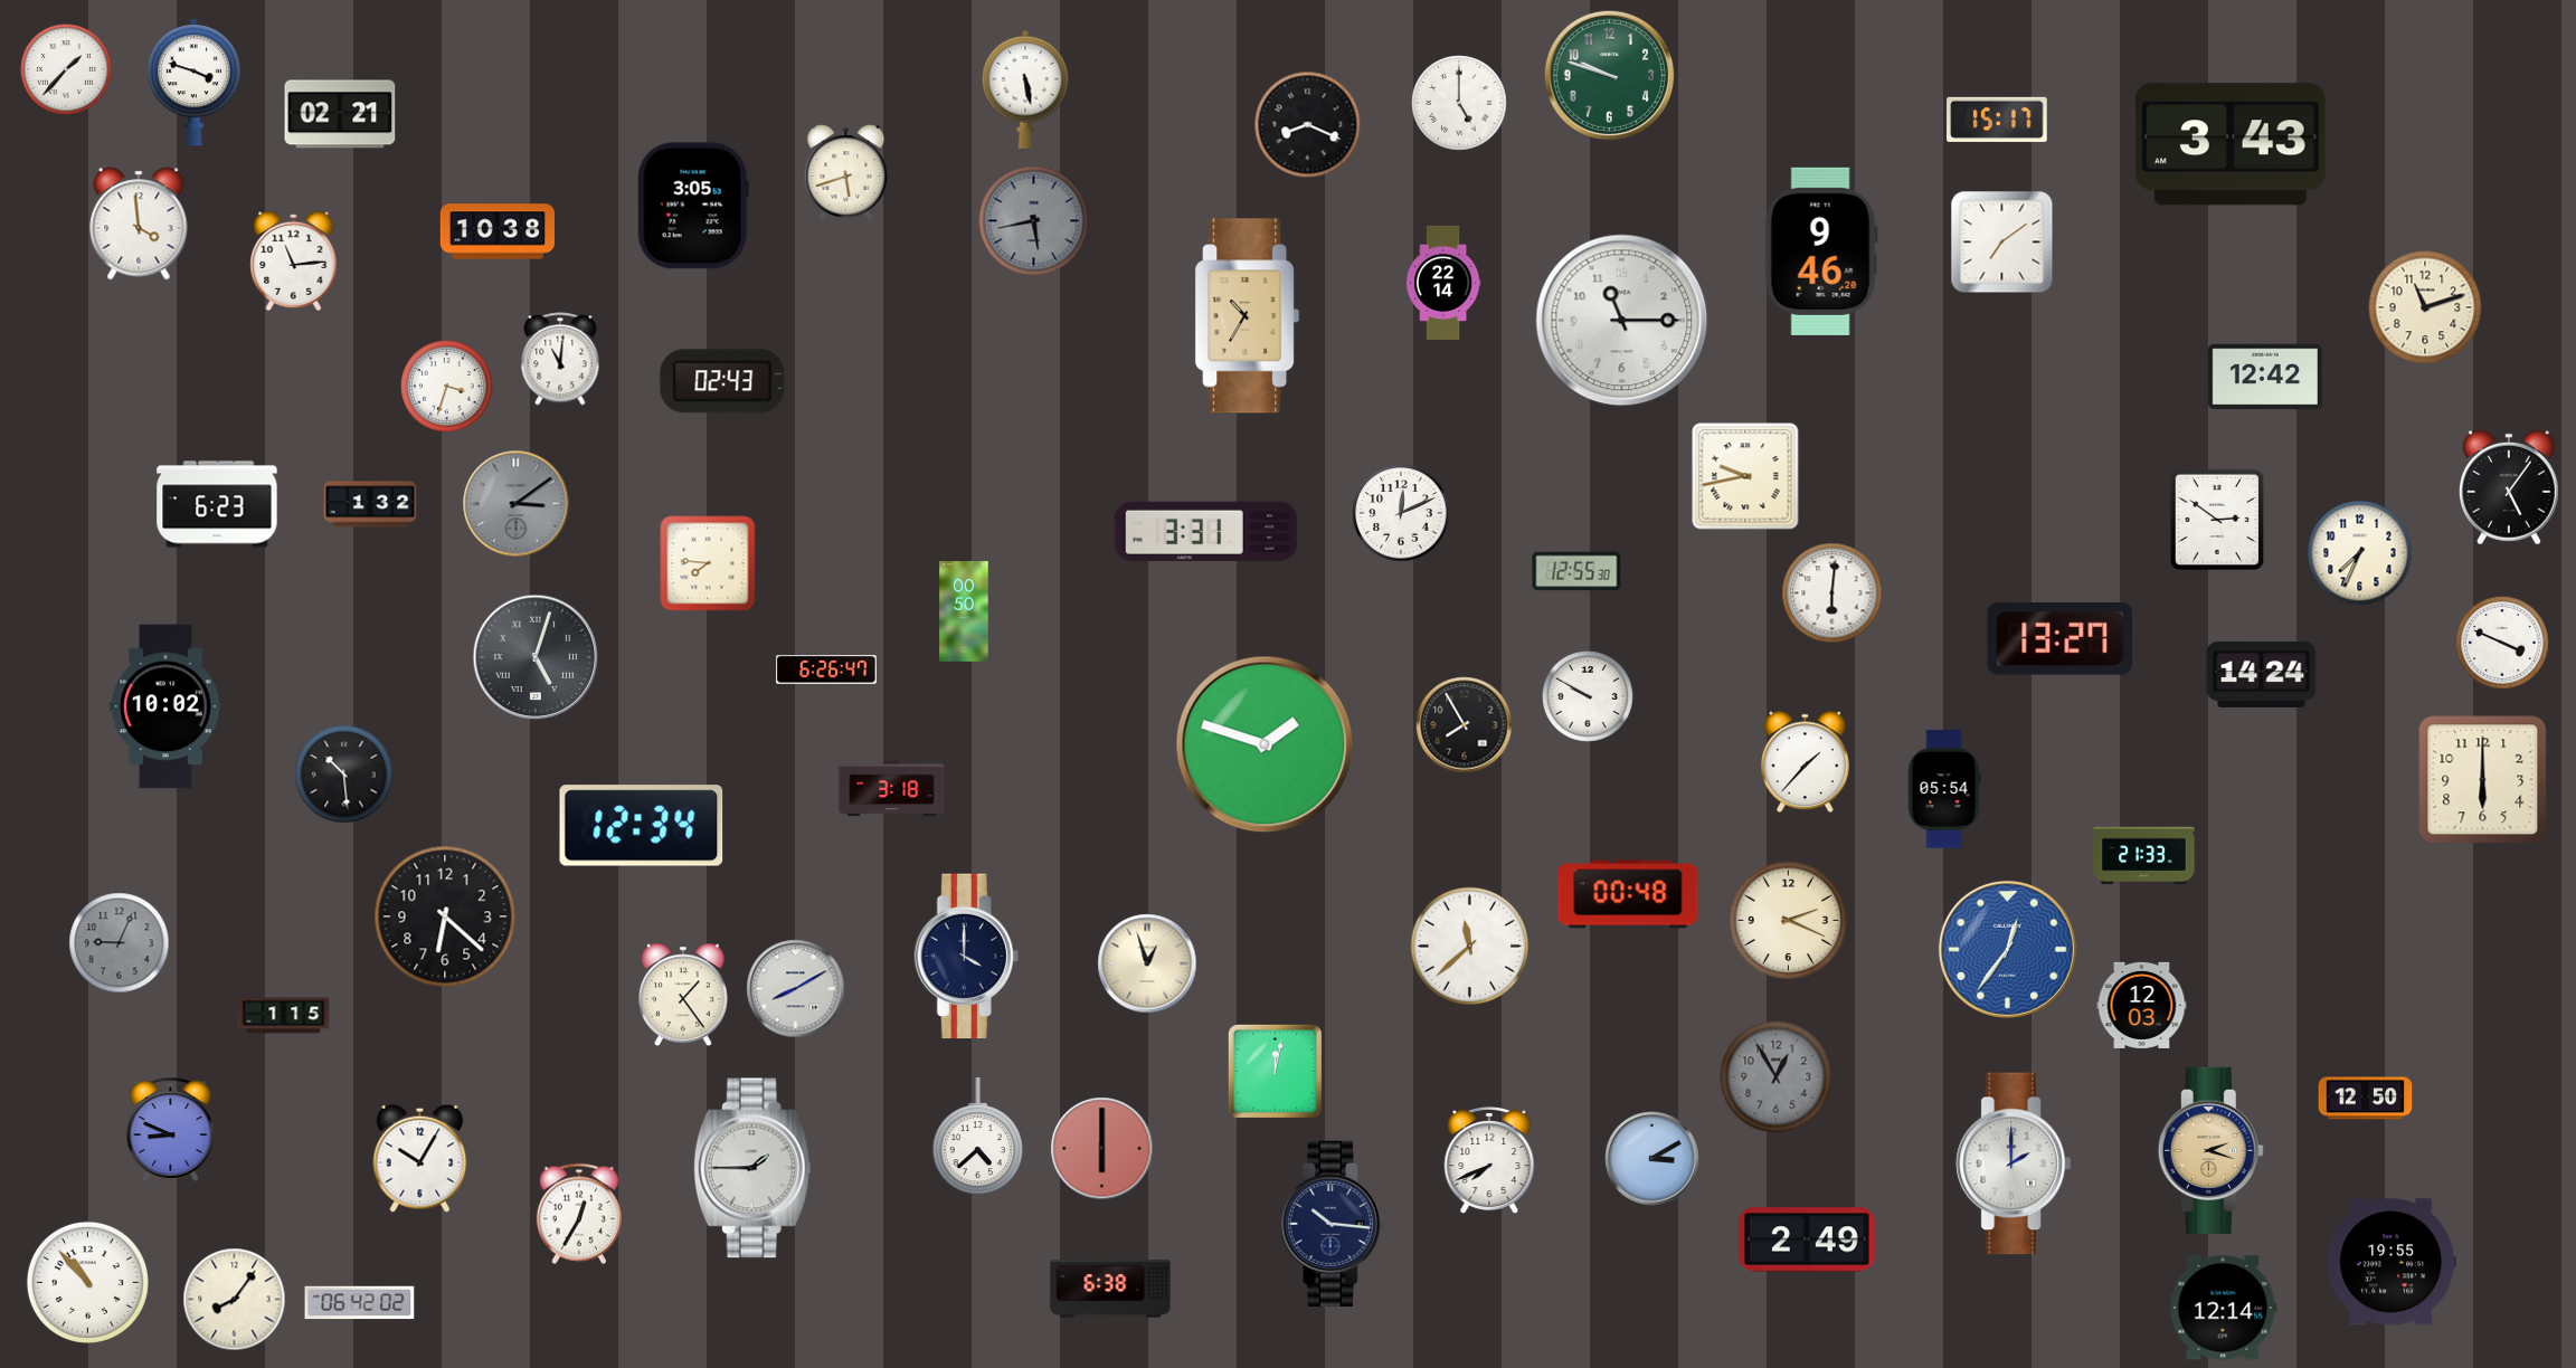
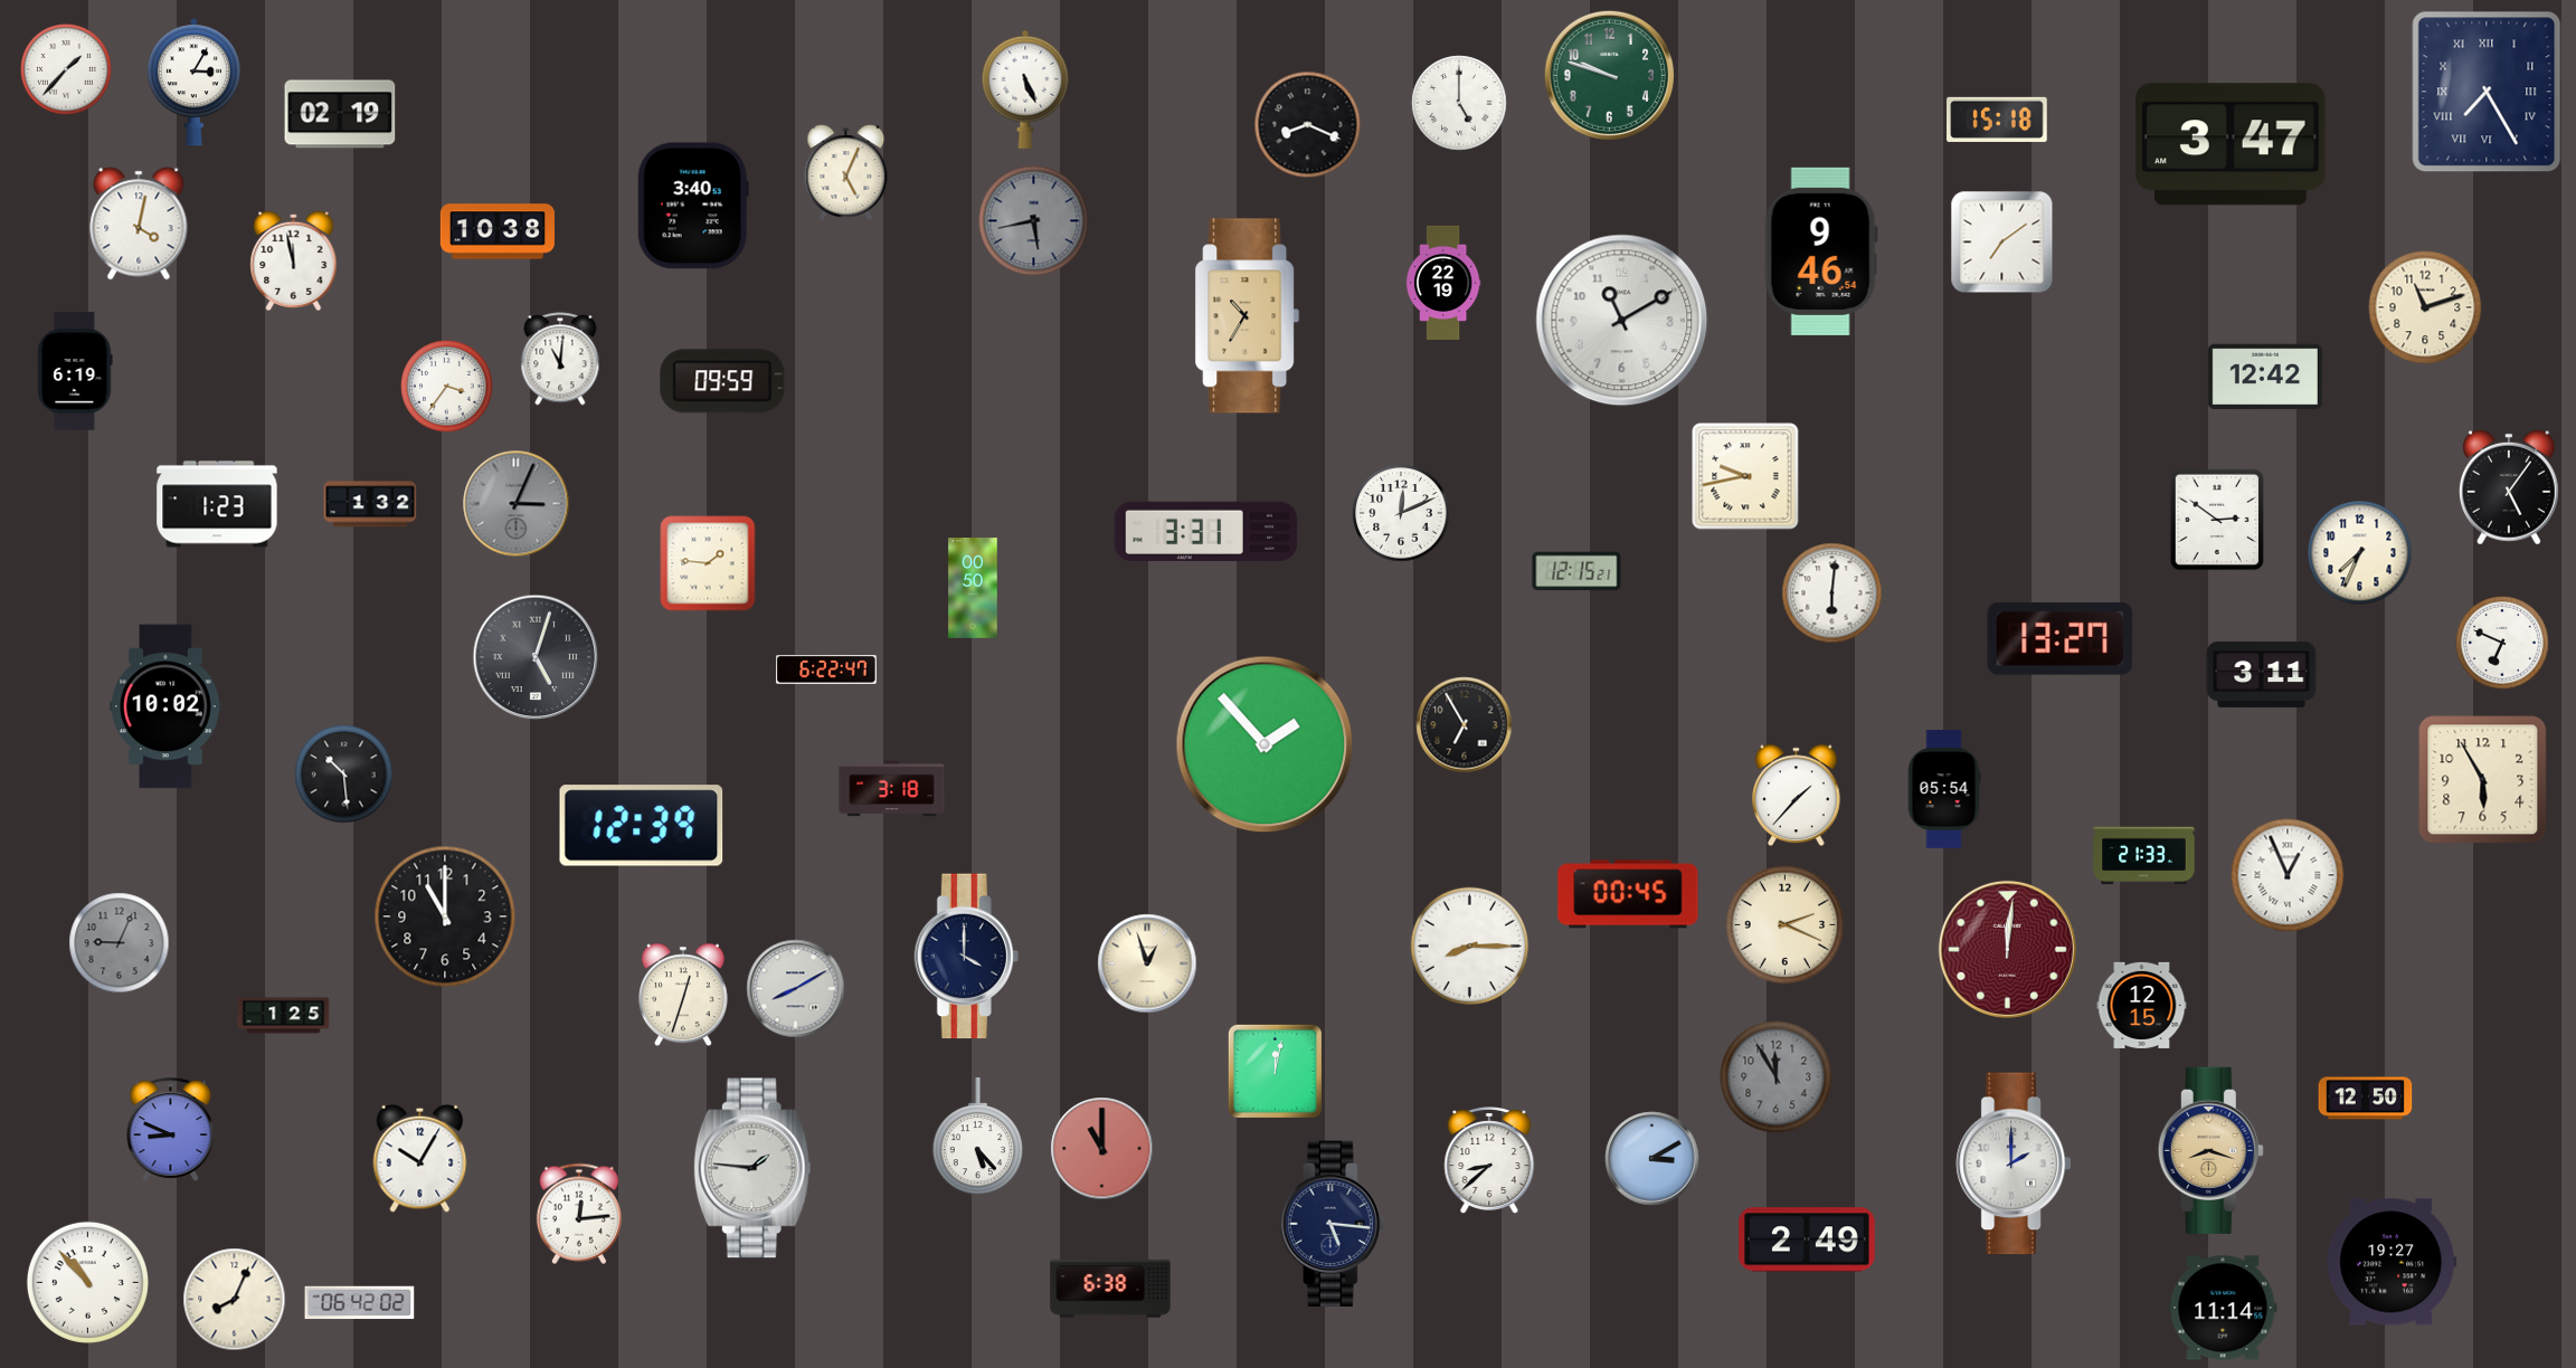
clock at (193, 83): 3:48 -> 3:05
clock at (1025, 89): 5:28 -> 5:26
clock at (2487, 92): none -> 7:25
clock at (340, 114): 02:21 -> 02:19
clock at (1997, 120): 15:17 -> 15:18
clock at (2231, 144): 3:43 -> 3:47
clock at (846, 173): 5:42 -> 5:04
clock at (693, 206): 3:05 -> 3:40
clock at (139, 224): 3:59 -> 4:02
clock at (1821, 251): 9:46:20 -> 9:46:54
clock at (294, 260): 11:14 -> 11:58
clock at (1443, 282): 22:14 -> 22:19
clock at (1622, 321): 11:15 -> 11:10
clock at (75, 371): none -> 6:19
clock at (722, 381): 02:43 -> 09:59
clock at (447, 387): 3:33 -> 3:36
clock at (217, 504): 6:23 -> 1:23
clock at (517, 504): 3:09 -> 3:04
clock at (708, 563): 7:46 -> 1:46
clock at (1576, 571): 12:55 -> 12:15
clock at (964, 611) position: (964, 611) -> (973, 588)
clock at (2502, 643): 3:49 -> 6:49
clock at (826, 669): 6:26 -> 6:22
clock at (2262, 674): 14:24 -> 3:11
clock at (1589, 697): 9:50 -> none
clock at (1465, 725): 7:55 -> 6:55
clock at (1265, 744): 1:48 -> 1:53
clock at (1806, 762) position: (1806, 762) -> (1797, 796)
clock at (2483, 780): 6:00 -> 5:55
clock at (642, 826): 12:34 -> 12:39
clock at (2288, 875): none -> 12:56
clock at (1628, 894): 00:48 -> 00:45
clock at (445, 916): 6:22 -> 11:00
clock at (1789, 921) position: (1789, 921) -> (1786, 925)
clock at (1470, 947): 11:38 -> 8:15
clock at (2007, 949): 12:36 -> 12:01
clock at (2007, 949) dial: blue -> burgundy
clock at (683, 995): 1:24 -> 12:33
clock at (2142, 1005): 12:03 -> 12:15
clock at (284, 1016): 1:15 -> 1:25
clock at (1777, 1077): 12:55 -> 11:55
clock at (977, 1138): 4:38 -> 5:23
clock at (1102, 1149): 6:00 -> 11:00
clock at (2210, 1150): 2:18 -> 8:18
clock at (1489, 1161): 7:41 -> 8:38
clock at (752, 1168): 1:45 -> 1:46
clock at (579, 1214): 12:35 -> 12:14
clock at (1333, 1223): 10:16 -> 5:16
clock at (2392, 1262): 19:55 -> 19:27
clock at (235, 1300): 8:06 -> 8:04
clock at (2223, 1308): 12:14 -> 11:14
